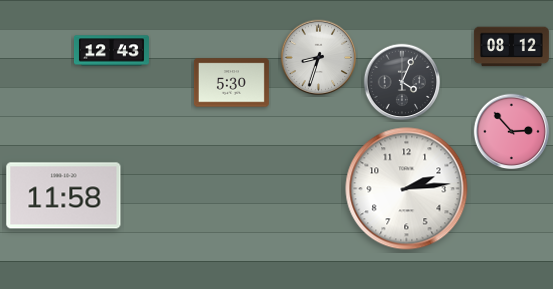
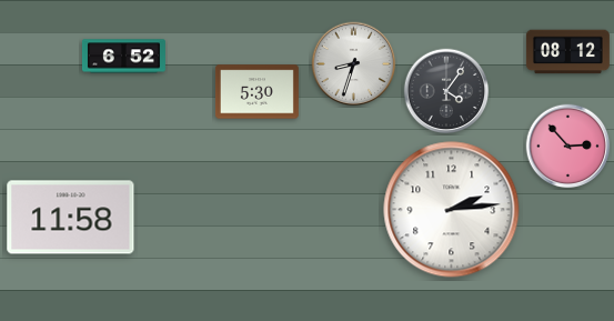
clock at (111, 51): 12:43 -> 6:52
clock at (402, 82): 4:04 -> 4:06
